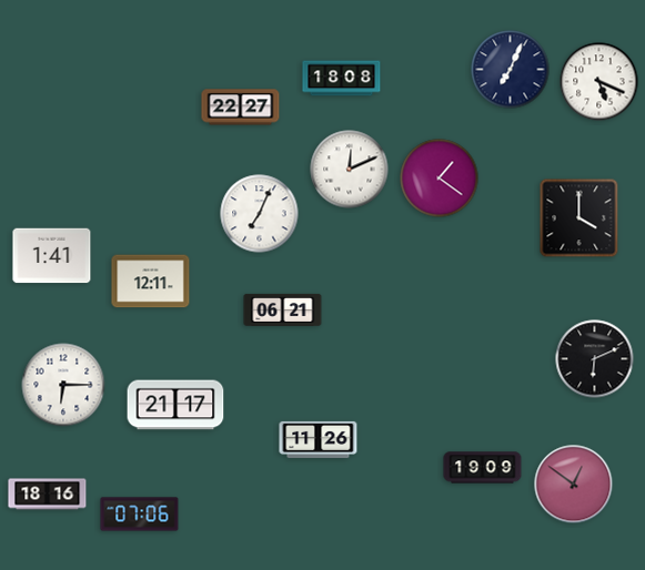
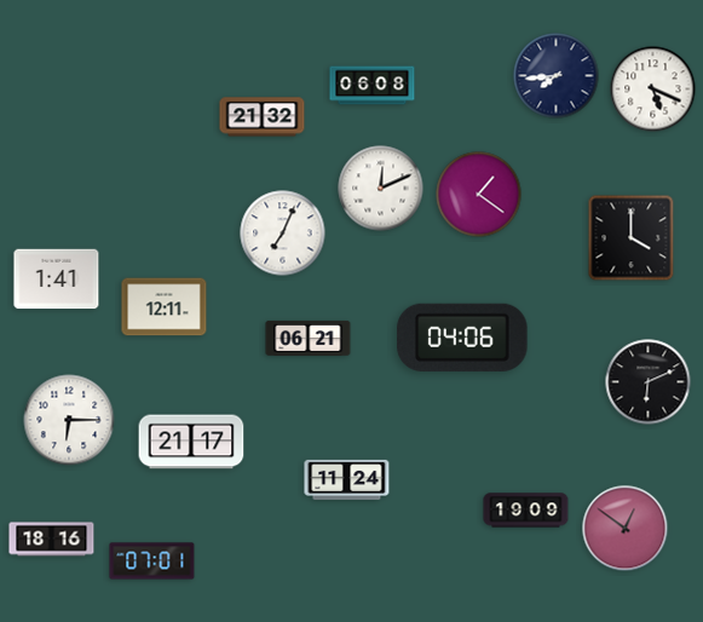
clock at (511, 70): 7:04 -> 7:44
clock at (342, 79): 18:08 -> 06:08
clock at (241, 108): 22:27 -> 21:32
clock at (350, 170) position: (350, 170) -> (381, 189)
clock at (462, 338): none -> 04:06
clock at (595, 359) position: (595, 359) -> (649, 382)
clock at (319, 439): 11:26 -> 11:24
clock at (140, 515): 07:06 -> 07:01
